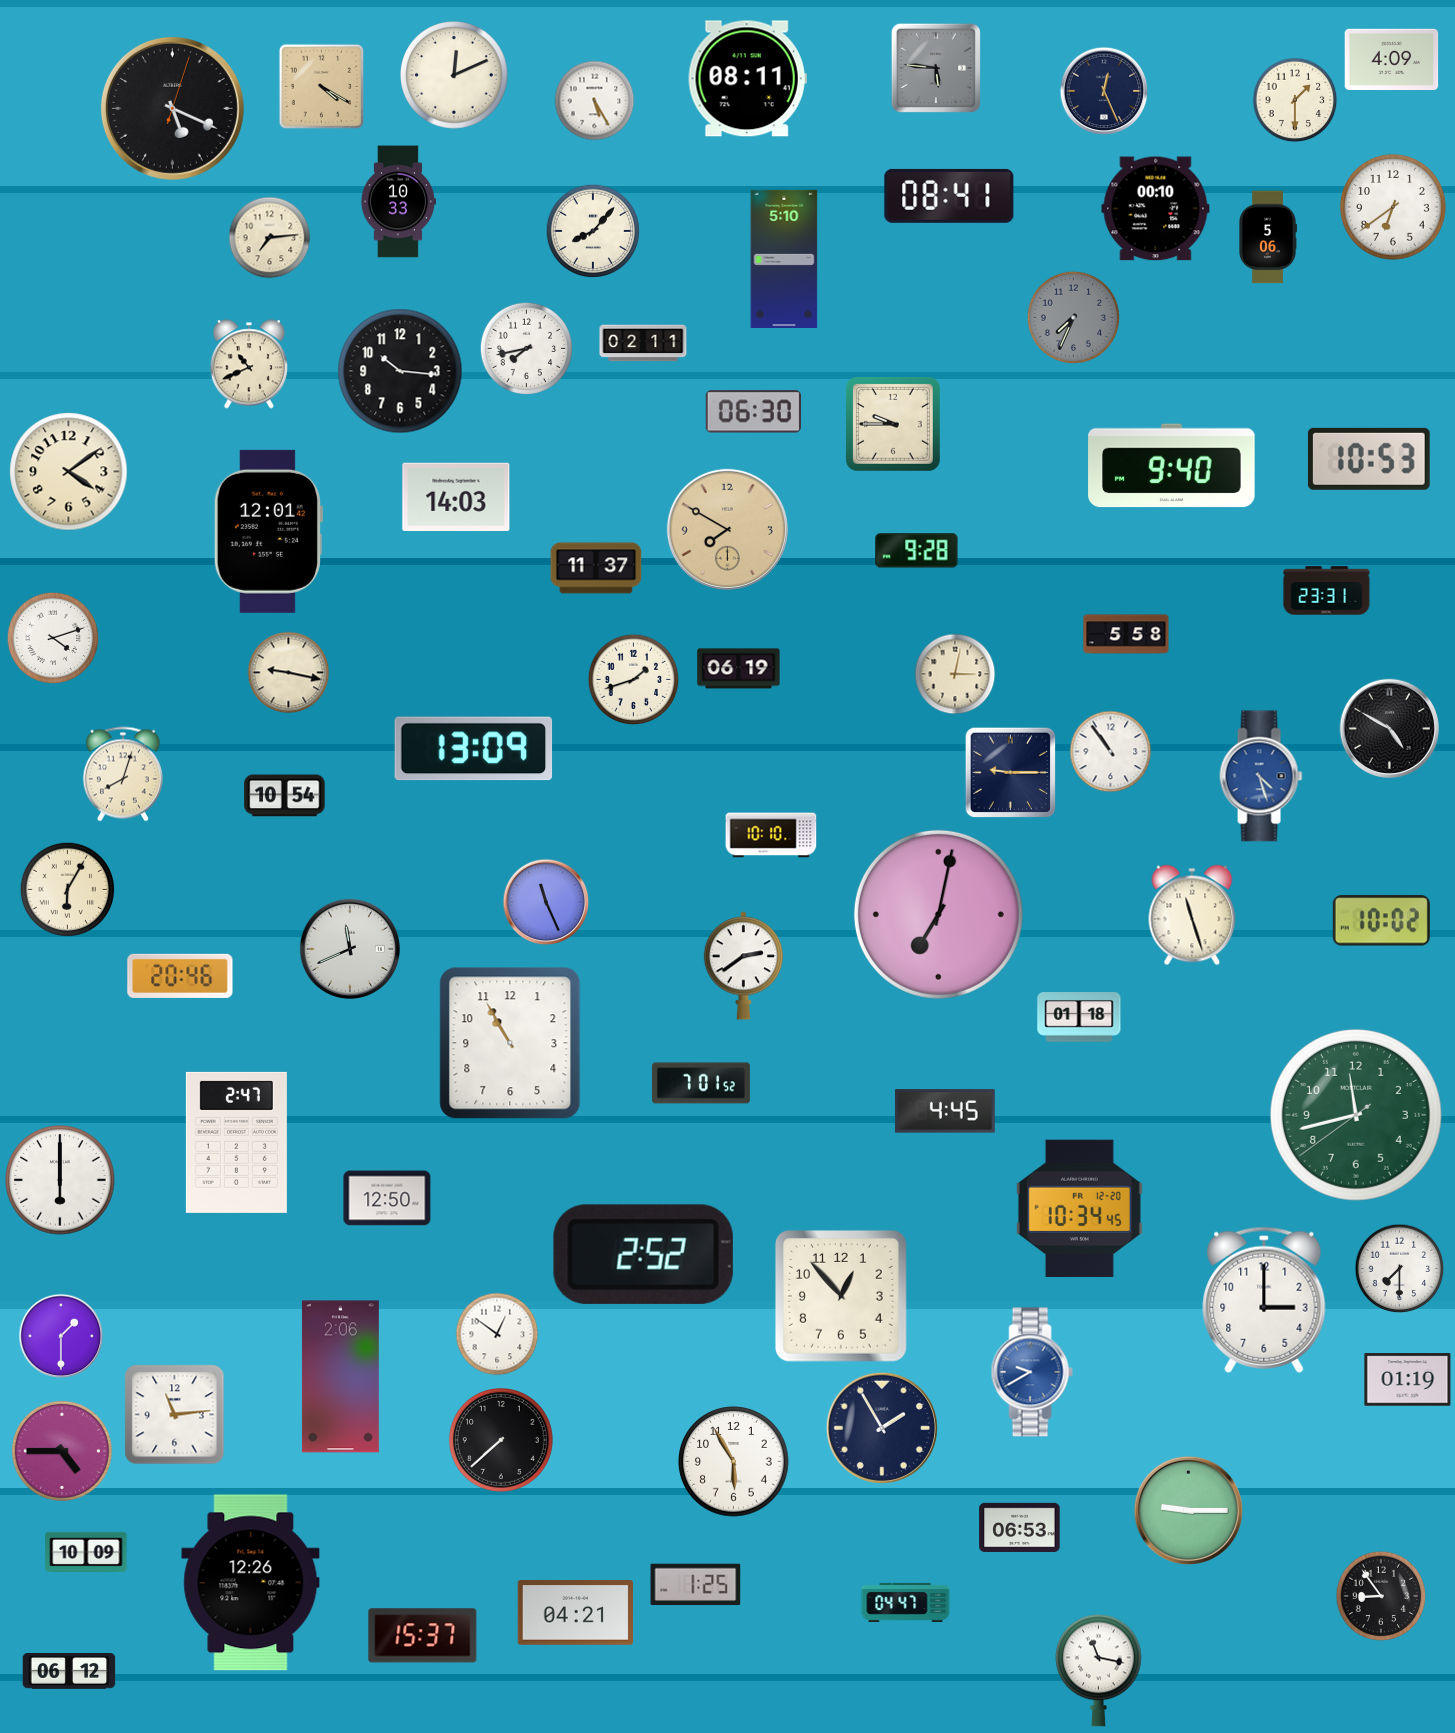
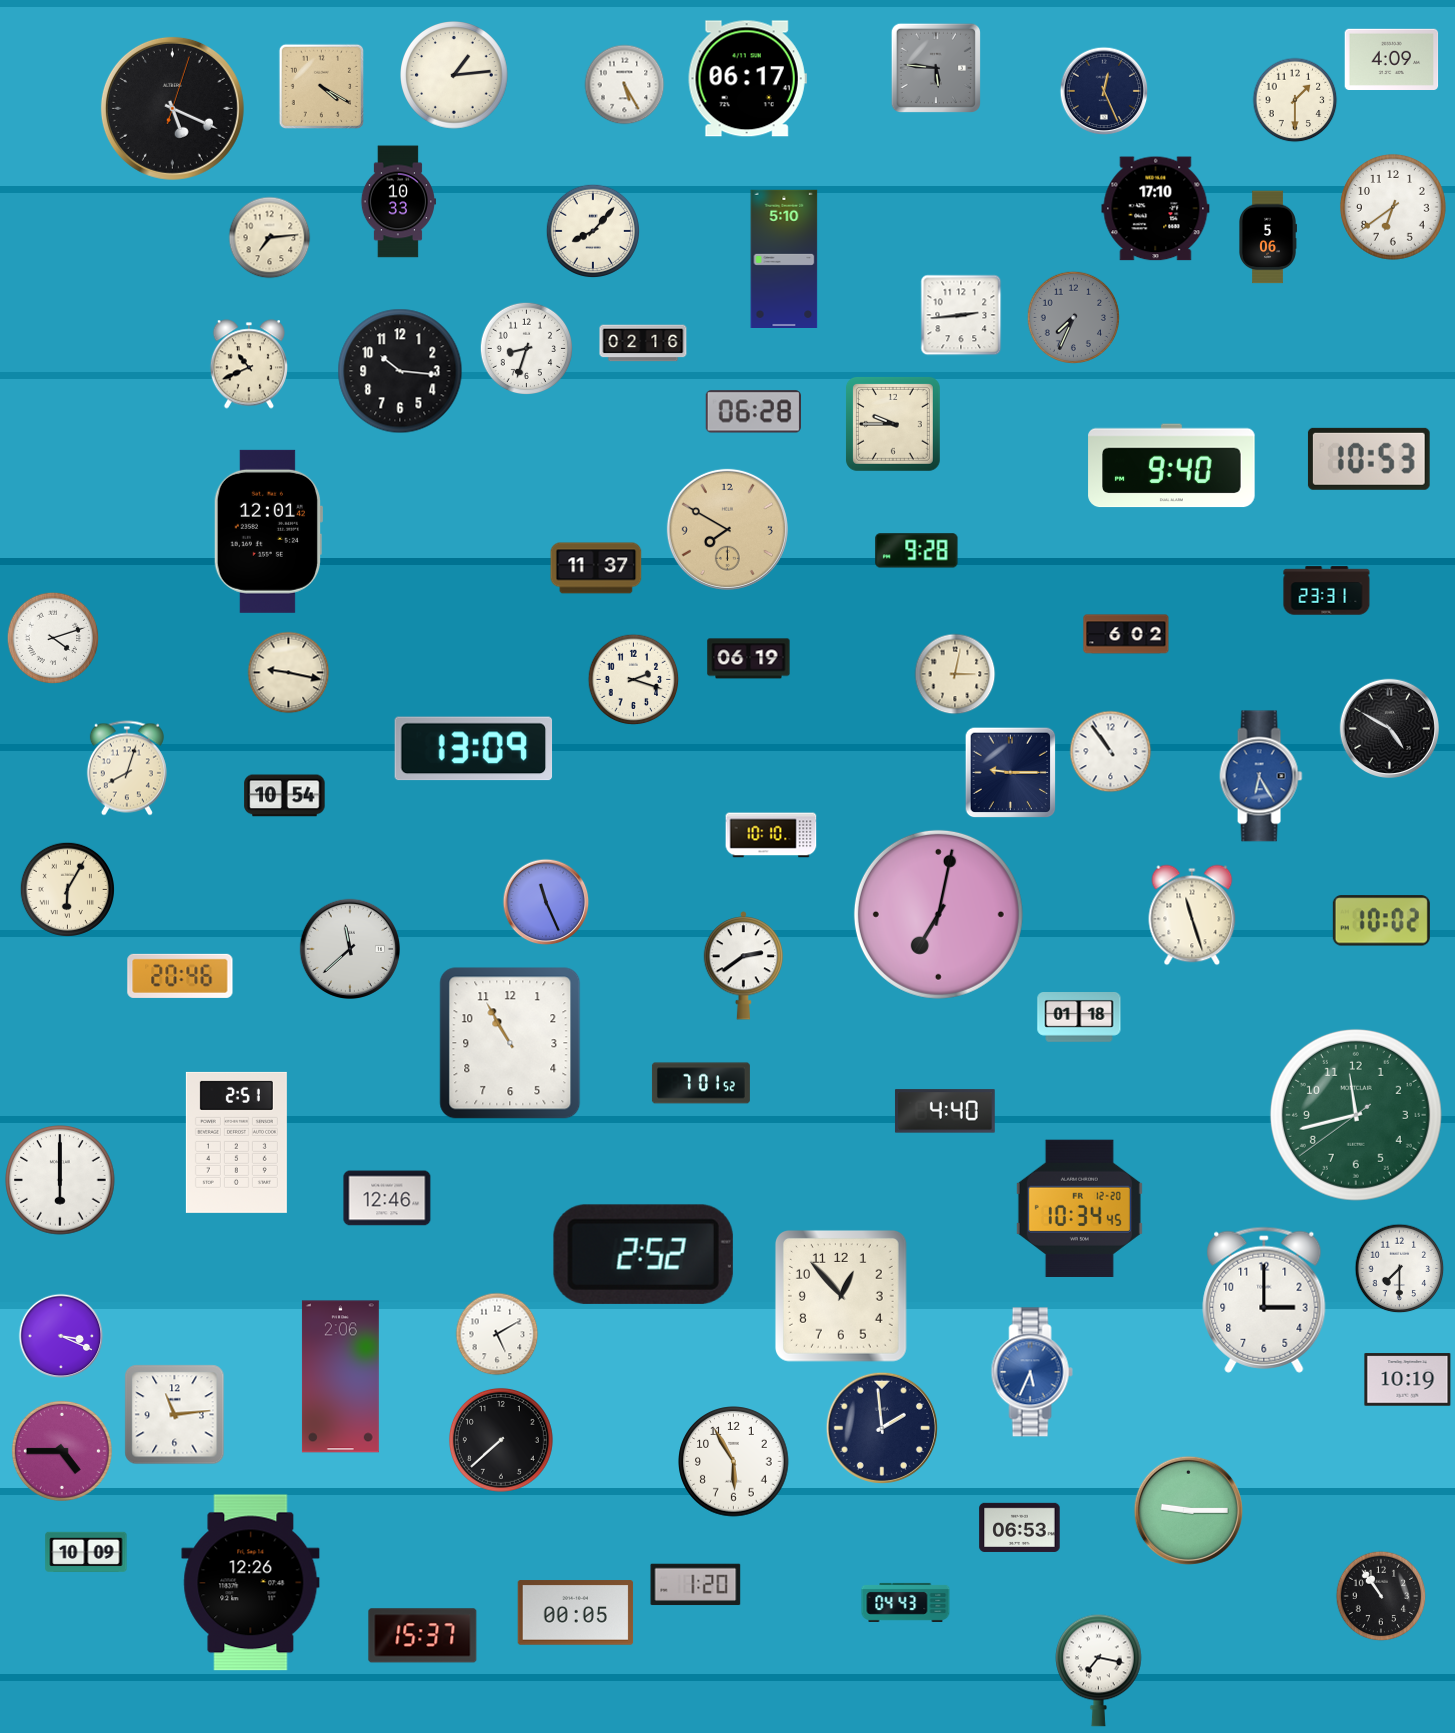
clock at (455, 76): 12:11 -> 1:14
clock at (747, 79): 08:11 -> 06:17
clock at (595, 101) position: (595, 101) -> (625, 85)
clock at (949, 196): 08:41 -> none
clock at (1156, 209): 00:10 -> 17:10
clock at (961, 315): none -> 2:44
clock at (643, 343): 02:11 -> 02:16
clock at (526, 348): 7:43 -> 8:33
clock at (753, 412): 06:30 -> 06:28
clock at (69, 472): 4:09 -> none
clock at (456, 496): 14:03 -> none
clock at (1126, 634): 5:58 -> 6:02
clock at (739, 669) position: (739, 669) -> (749, 659)
clock at (634, 680): 1:42 -> 2:18
clock at (123, 774) position: (123, 774) -> (127, 768)
clock at (1261, 776): 4:27 -> 6:25
clock at (349, 948): 11:41 -> 11:38
clock at (945, 1111): 4:45 -> 4:40
clock at (236, 1142): 2:47 -> 2:51
clock at (387, 1198): 12:50 -> 12:46
clock at (497, 1334): 12:51 -> 5:10
clock at (61, 1336): 1:30 -> 3:19
clock at (1032, 1372): 9:40 -> 5:34
clock at (1408, 1380): 01:19 -> 10:19
clock at (882, 1428): 1:55 -> 1:59
clock at (696, 1585): 1:25 -> 1:20
clock at (1381, 1596): 8:54 -> 10:54
clock at (906, 1602): 04:47 -> 04:43
clock at (576, 1613): 04:21 -> 00:05
clock at (1099, 1670): 11:17 -> 7:17
clock at (69, 1671): 06:12 -> none
